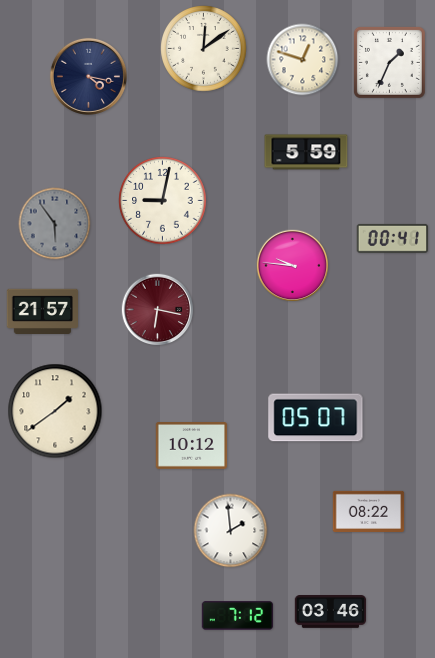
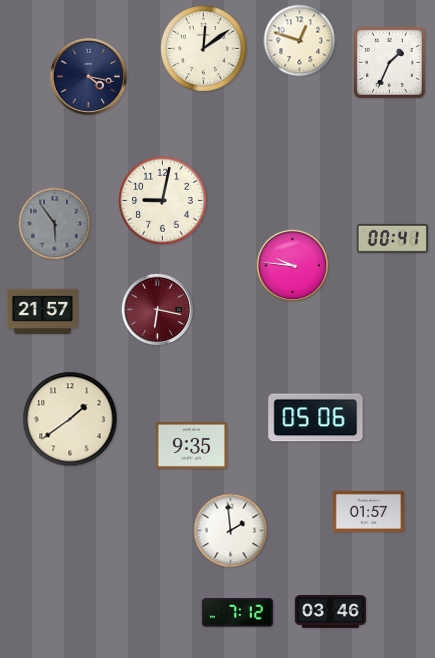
clock at (303, 60) position: (303, 60) -> (300, 41)
clock at (306, 152): 5:59 -> none
clock at (55, 411) position: (55, 411) -> (70, 419)
clock at (316, 418): 05:07 -> 05:06
clock at (192, 446): 10:12 -> 9:35
clock at (369, 511): 08:22 -> 01:57
clock at (238, 616) position: (238, 616) -> (238, 613)
